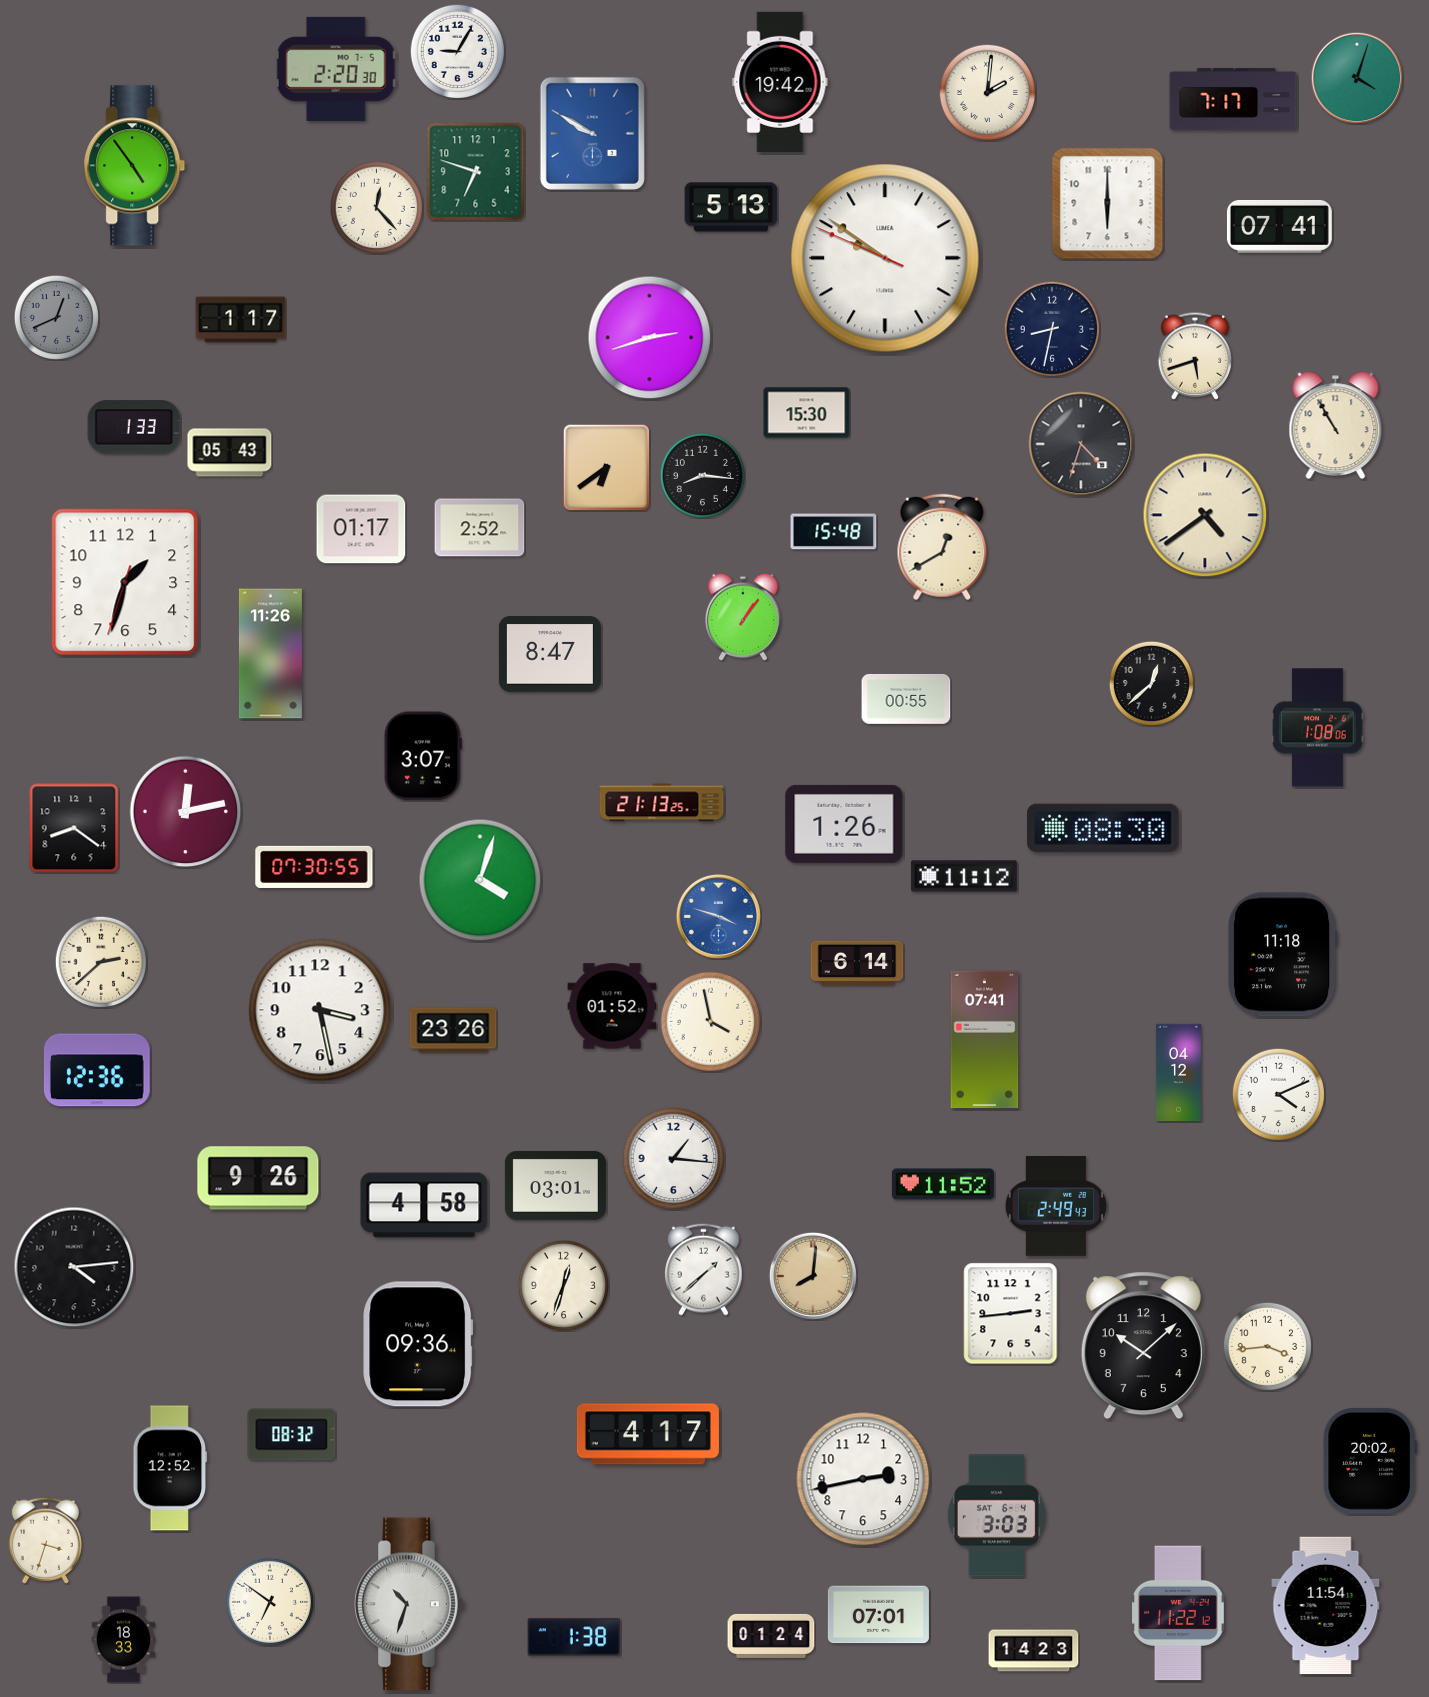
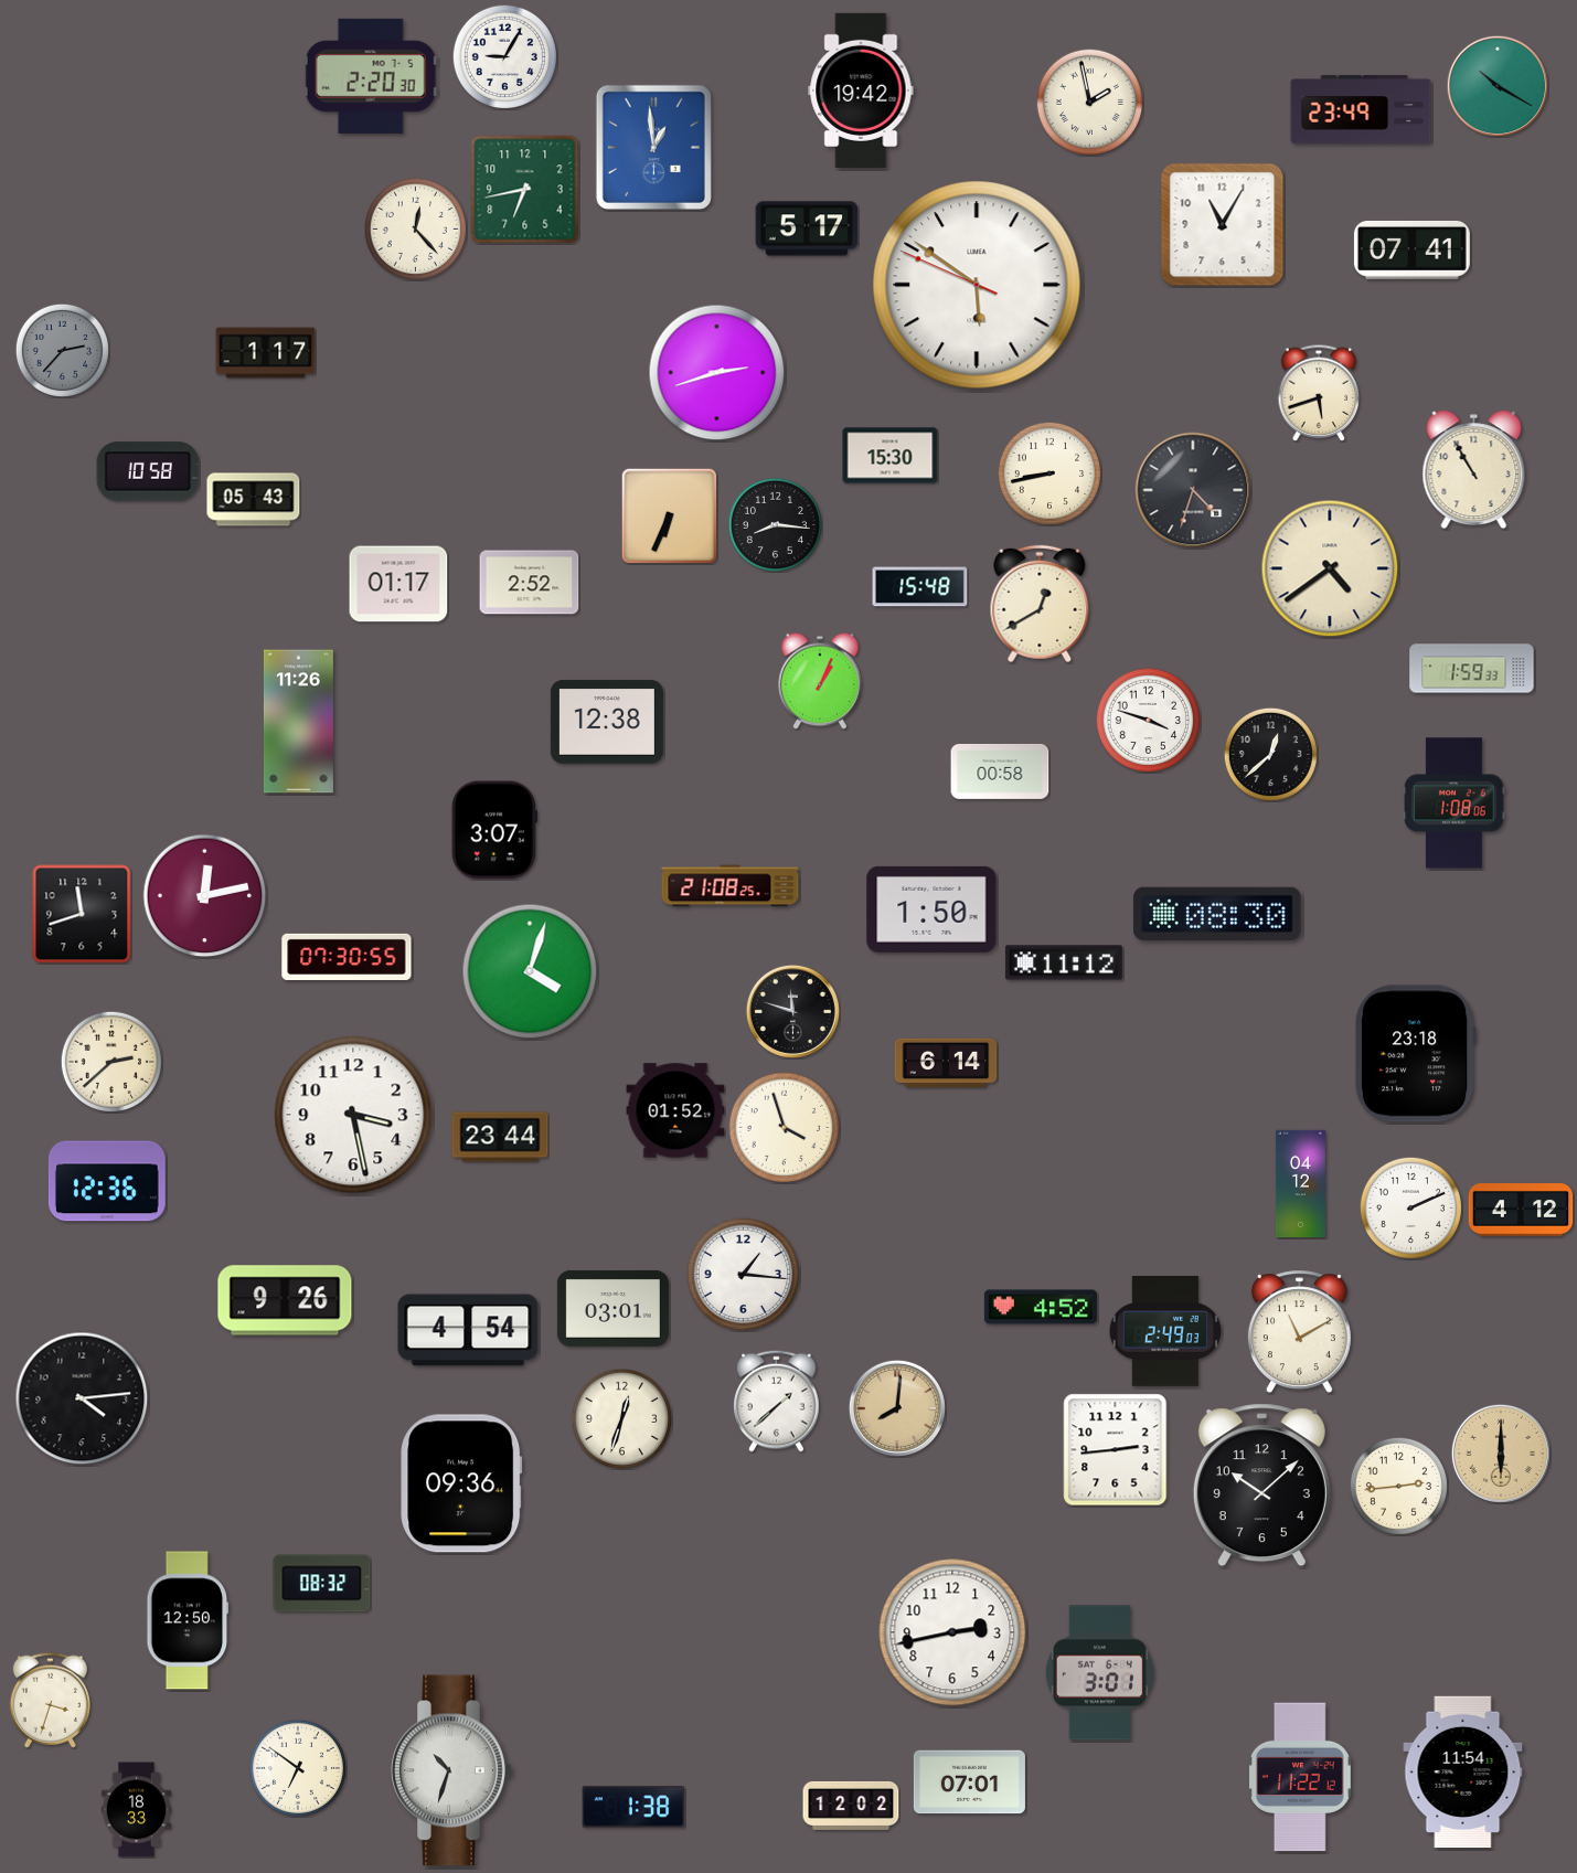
clock at (1356, 77): 4:03 -> 10:20
clock at (987, 92): 2:01 -> 1:58
clock at (1233, 99): 7:17 -> 23:49
clock at (592, 133): 9:50 -> 12:59
clock at (135, 166): 4:54 -> none
clock at (476, 172): 6:48 -> 6:43
clock at (1108, 204): 6:00 -> 11:05
clock at (731, 207): 5:13 -> 5:17
clock at (885, 258): 9:50 -> 5:50
clock at (56, 317): 12:41 -> 2:37
clock at (1052, 329): 8:32 -> none
clock at (134, 427): 1:33 -> 10:58
clock at (1048, 472): none -> 8:43
clock at (606, 467): 6:39 -> 6:34
clock at (125, 582): 1:32 -> none
clock at (1472, 669): none -> 1:59
clock at (743, 617): 1:06 -> 1:04
clock at (1148, 720): none -> 3:48
clock at (550, 654): 8:47 -> 12:38
clock at (906, 699): 00:55 -> 00:58
clock at (423, 756) position: (423, 756) -> (494, 830)
clock at (662, 803): 21:13 -> 21:08
clock at (844, 824): 1:26 -> 1:50
clock at (74, 828): 8:21 -> 11:42
clock at (964, 876) position: (964, 876) -> (1064, 962)
clock at (718, 916): 3:48 -> 11:48
clock at (718, 916) dial: blue -> black
clock at (1282, 955): 11:18 -> 23:18
clock at (711, 1022): 3:58 -> 3:57
clock at (453, 1030): 23:26 -> 23:44
clock at (985, 1040): 07:41 -> none
clock at (1278, 1094): 4:11 -> 2:11
clock at (1521, 1210): none -> 4:12
clock at (674, 1159) position: (674, 1159) -> (744, 1275)
clock at (943, 1184): 11:52 -> 4:52
clock at (424, 1205): 4:58 -> 4:54
clock at (1055, 1207): 2:49:43 -> 2:49:03
clock at (1299, 1332): none -> 11:10
clock at (1501, 1454): none -> 6:00
clock at (1267, 1346): 3:44 -> 2:44
clock at (648, 1434): 4:17 -> none
clock at (1370, 1461): 20:02 -> none
clock at (170, 1468): 12:52 -> 12:50
clock at (996, 1516): 3:03 -> 3:01
clock at (1178, 1613) position: (1178, 1613) -> (1300, 1777)
clock at (771, 1636): 01:24 -> 12:02
clock at (1034, 1651): 14:23 -> none
